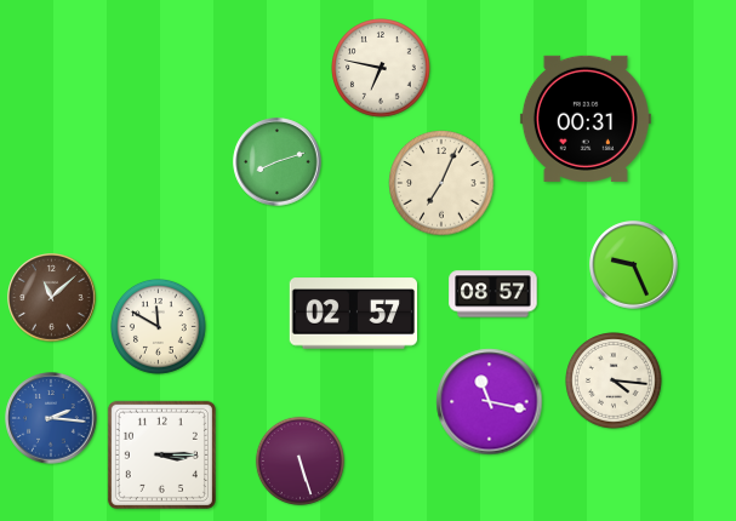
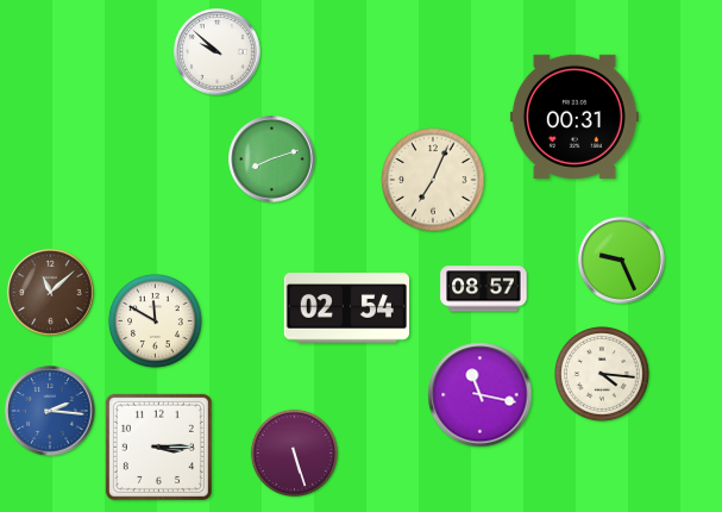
clock at (218, 52): none -> 9:52
clock at (381, 68): 6:47 -> none
clock at (353, 314): 02:57 -> 02:54
